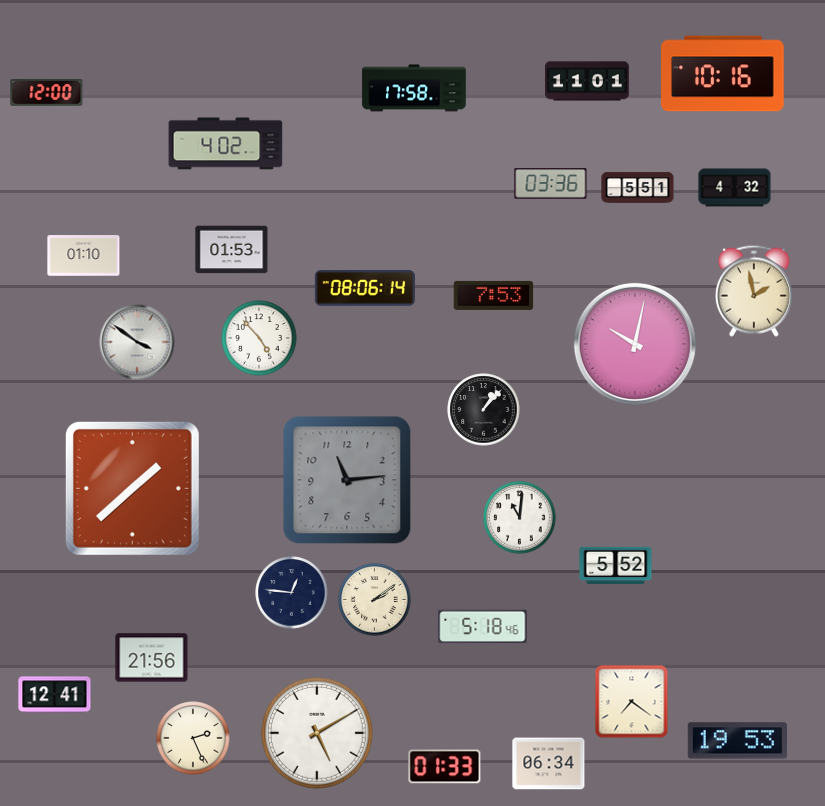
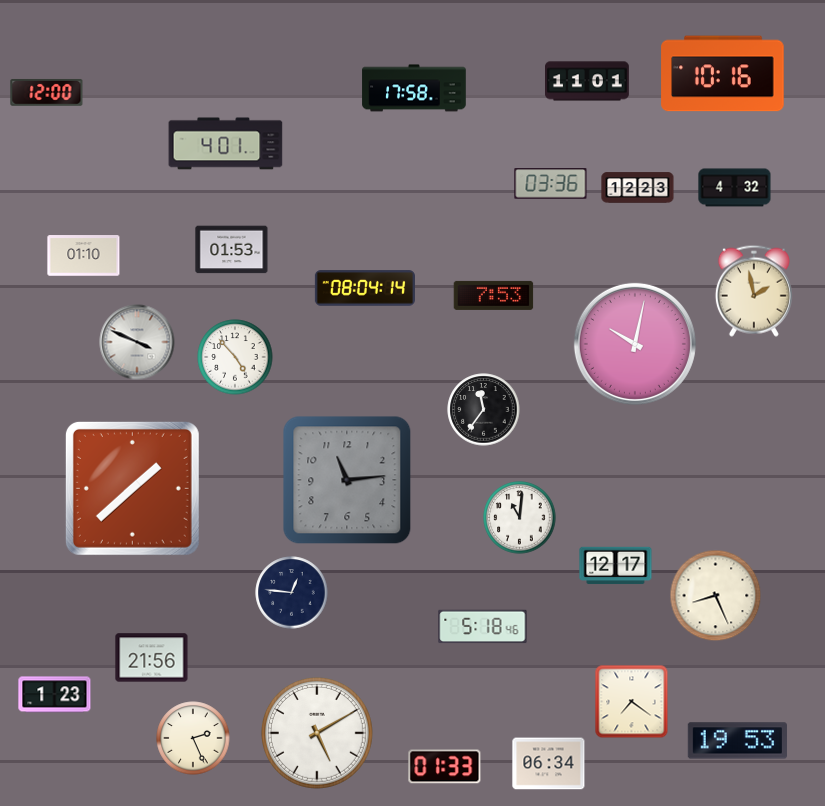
clock at (226, 144): 4:02 -> 4:01
clock at (638, 188): 5:51 -> 12:23
clock at (365, 288): 08:06 -> 08:04
clock at (259, 338) position: (259, 338) -> (235, 357)
clock at (137, 342): 3:51 -> 3:49
clock at (484, 410): 1:07 -> 11:36
clock at (616, 566): 5:52 -> 12:17
clock at (716, 596): none -> 8:26
clock at (375, 600): 2:09 -> none
clock at (55, 695): 12:41 -> 1:23
